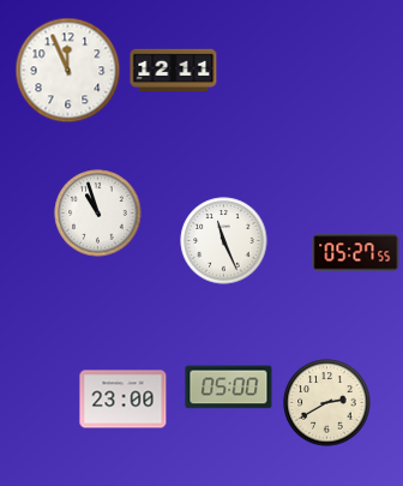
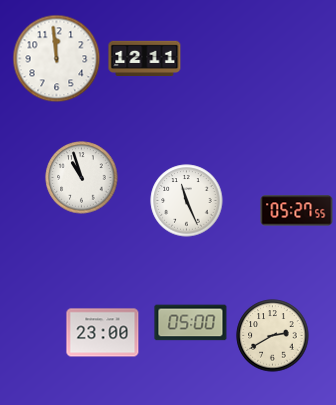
clock at (68, 71): 11:56 -> 11:59
